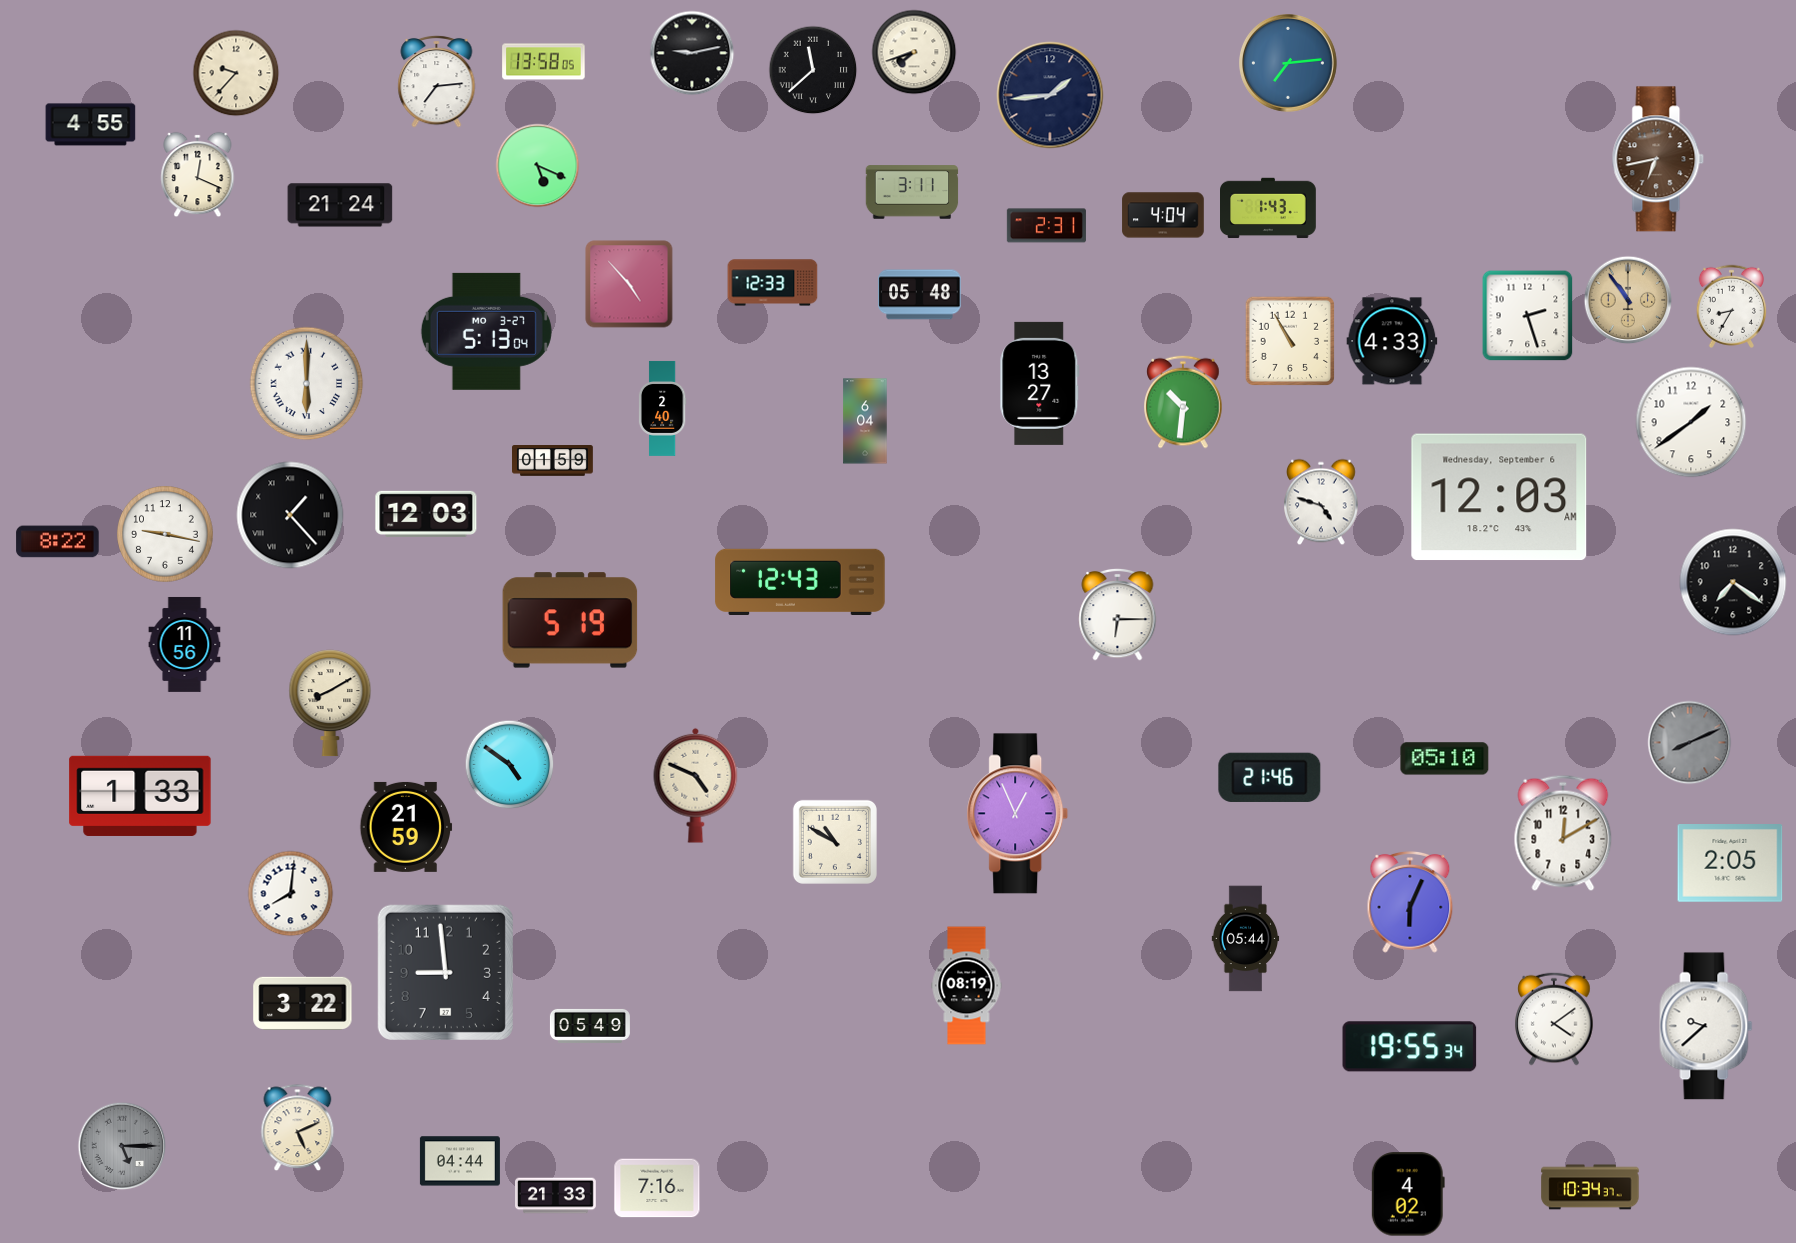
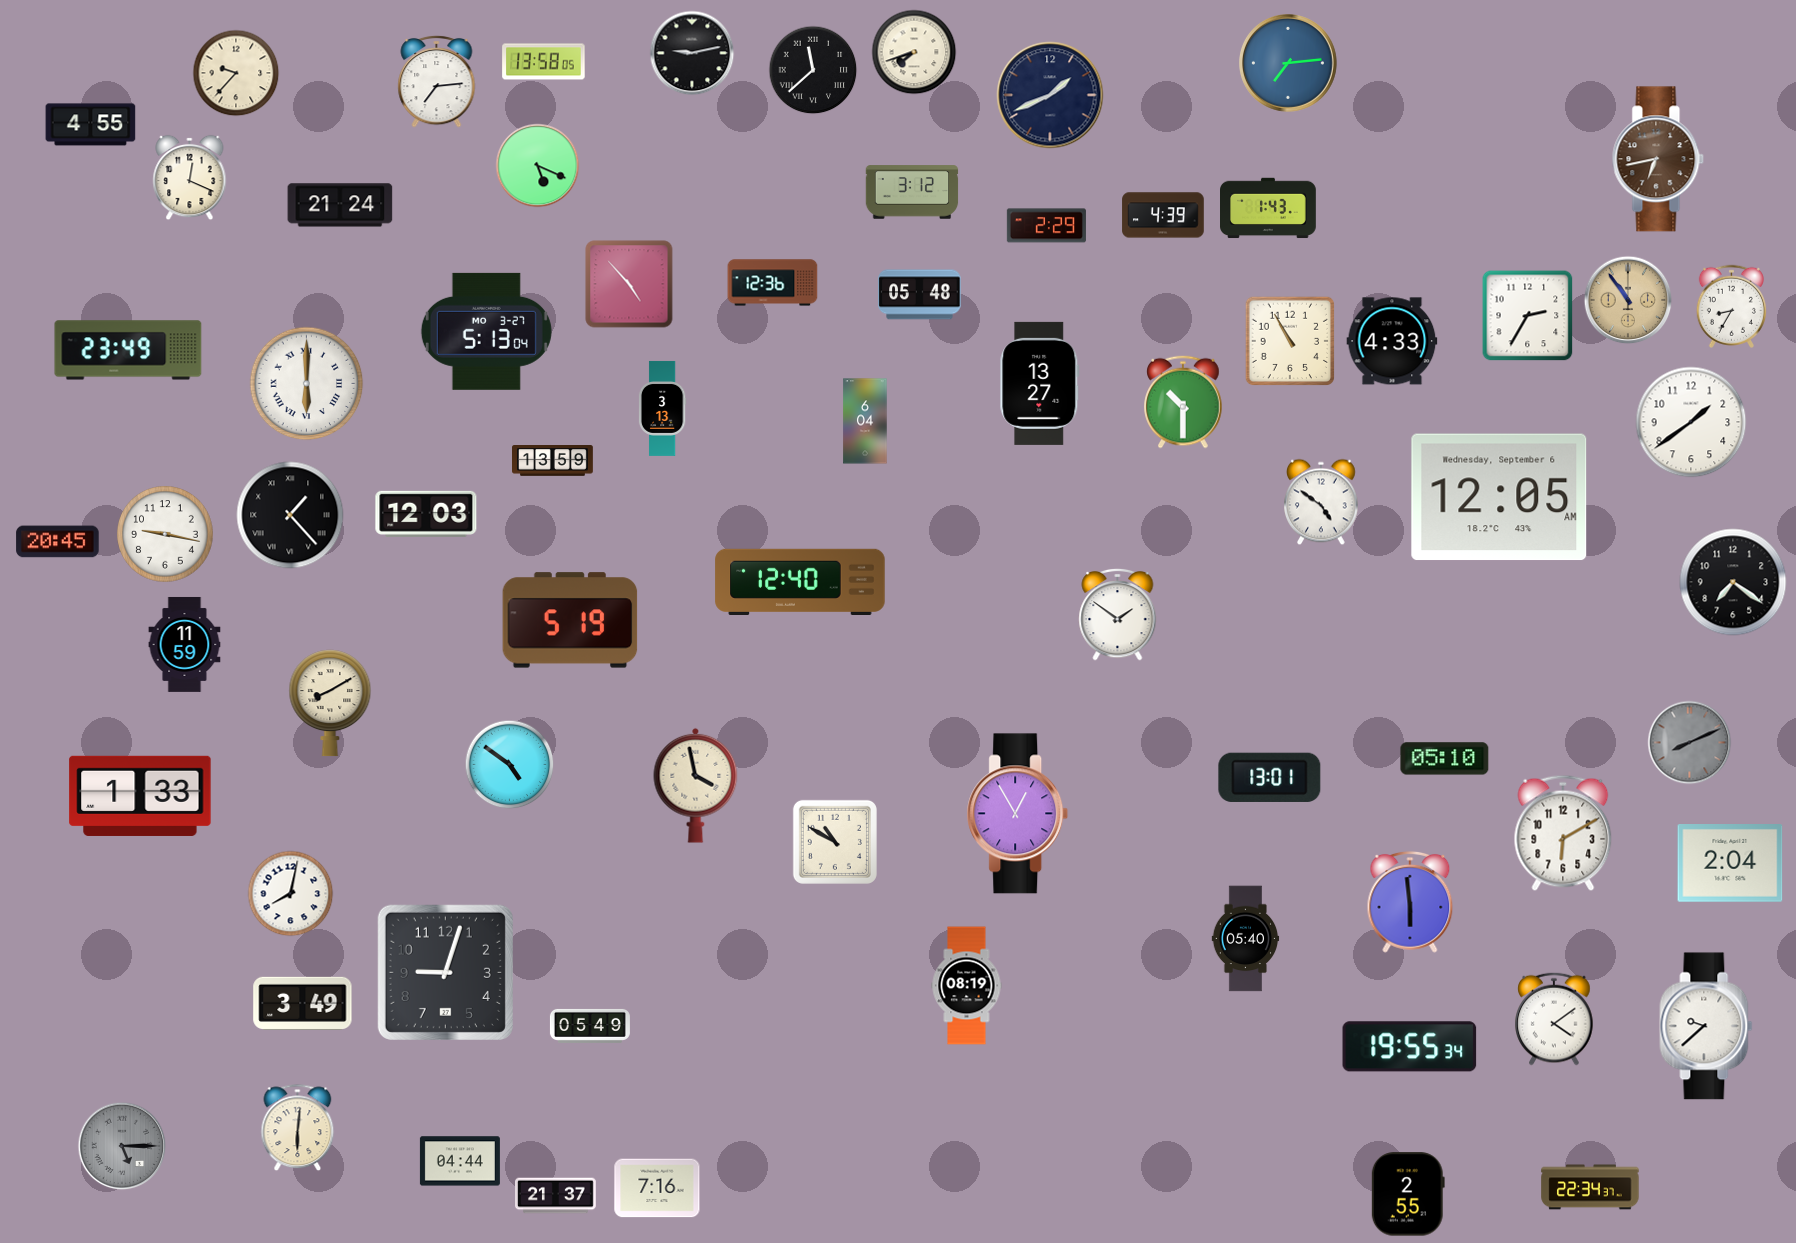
clock at (1050, 95): 1:44 -> 1:41
clock at (198, 175) position: (198, 175) -> (190, 178)
clock at (912, 192): 3:11 -> 3:12
clock at (1163, 215): 4:04 -> 4:39
clock at (1046, 226): 2:31 -> 2:29
clock at (773, 283): 12:33 -> 12:36
clock at (1528, 316): 2:27 -> 2:35
clock at (128, 350): none -> 23:49
clock at (1183, 402): 10:31 -> 10:30
clock at (662, 408): 2:40 -> 3:13
clock at (553, 461): 01:59 -> 13:59
clock at (1499, 497): 12:03 -> 12:05
clock at (1321, 502): 4:48 -> 4:51
clock at (58, 542): 8:22 -> 20:45
clock at (800, 581): 12:43 -> 12:40
clock at (1118, 614): 6:15 -> 1:51
clock at (185, 644): 11:56 -> 11:59
clock at (1270, 777): 21:46 -> 13:01
clock at (696, 785): 4:49 -> 3:58
clock at (1018, 814): 12:56 -> 12:55
clock at (406, 827): 21:59 -> none
clock at (1563, 833): 12:10 -> 6:10
clock at (1730, 864): 2:05 -> 2:04
clock at (291, 894): 8:01 -> 8:02
clock at (1410, 902): 6:04 -> 5:59
clock at (1246, 939): 05:44 -> 05:40
clock at (445, 972): 8:59 -> 9:03
clock at (303, 1003): 3:22 -> 3:49
clock at (298, 1128): 5:11 -> 6:01
clock at (1590, 1187): 10:34 -> 22:34
clock at (1408, 1194): 4:02 -> 2:55
clock at (556, 1196): 21:33 -> 21:37
